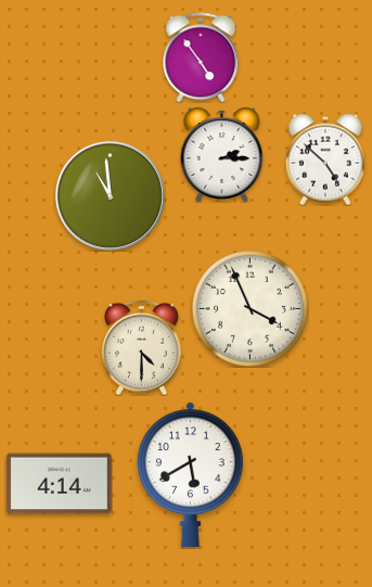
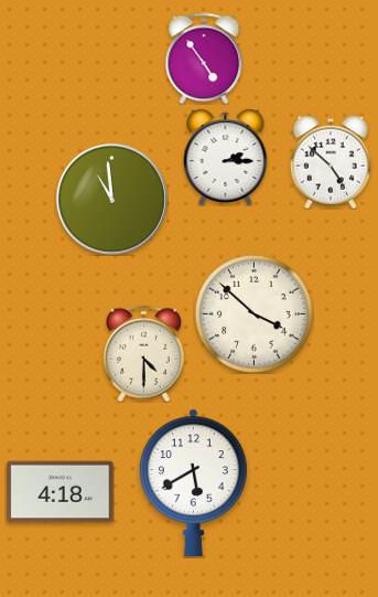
clock at (249, 308): 3:56 -> 3:52
clock at (60, 484): 4:14 -> 4:18
